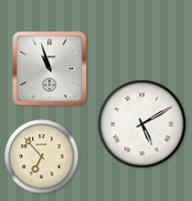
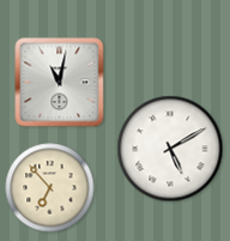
clock at (50, 69): 10:57 -> 11:02
